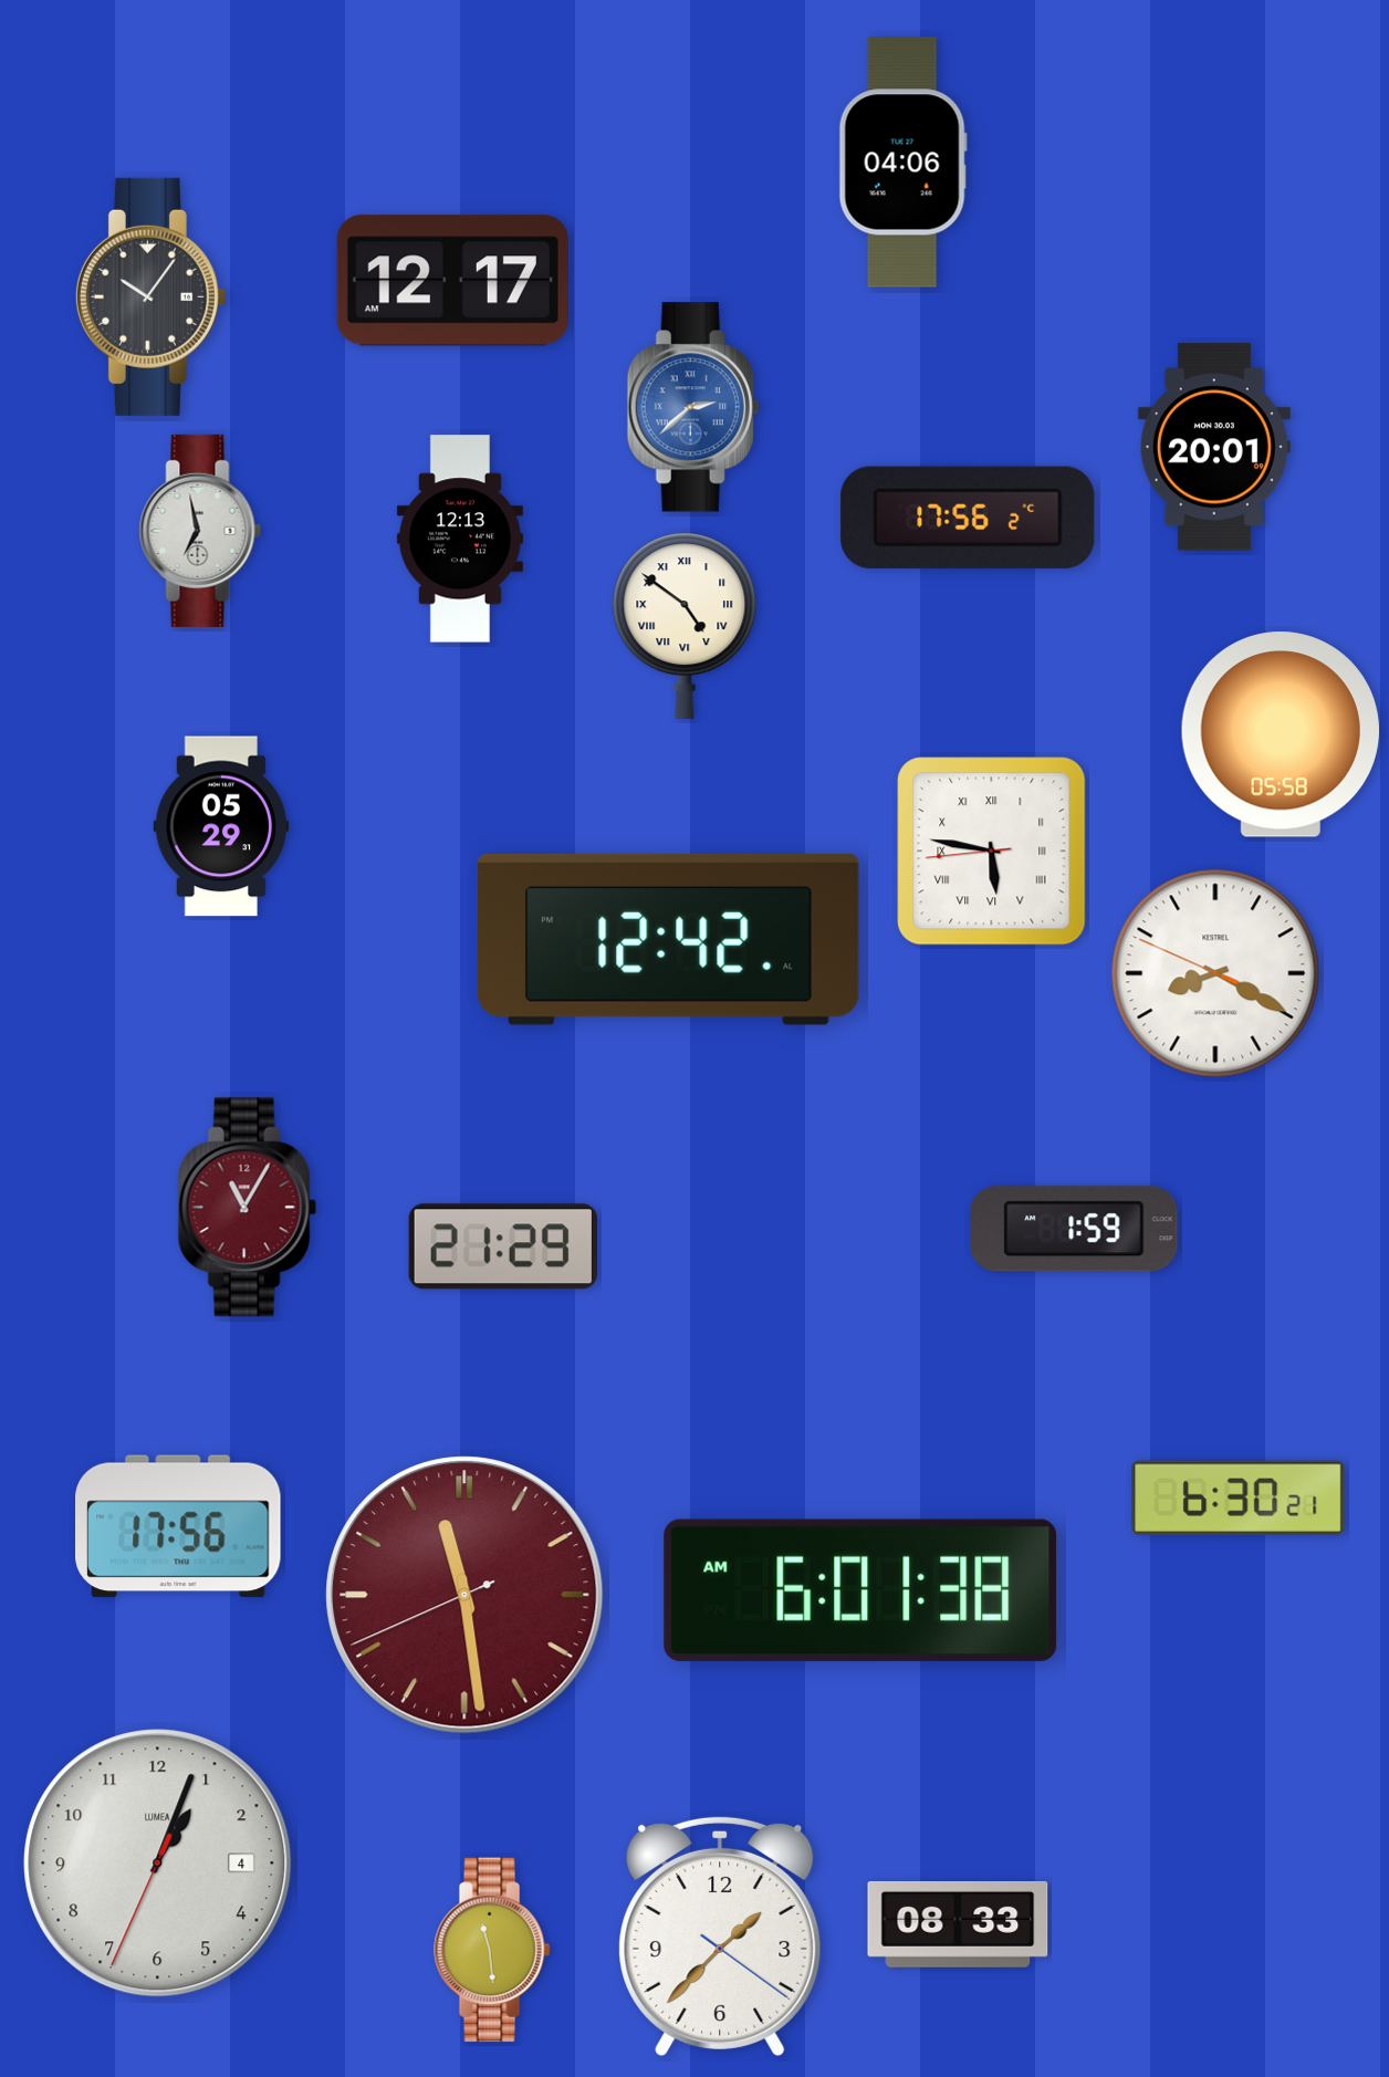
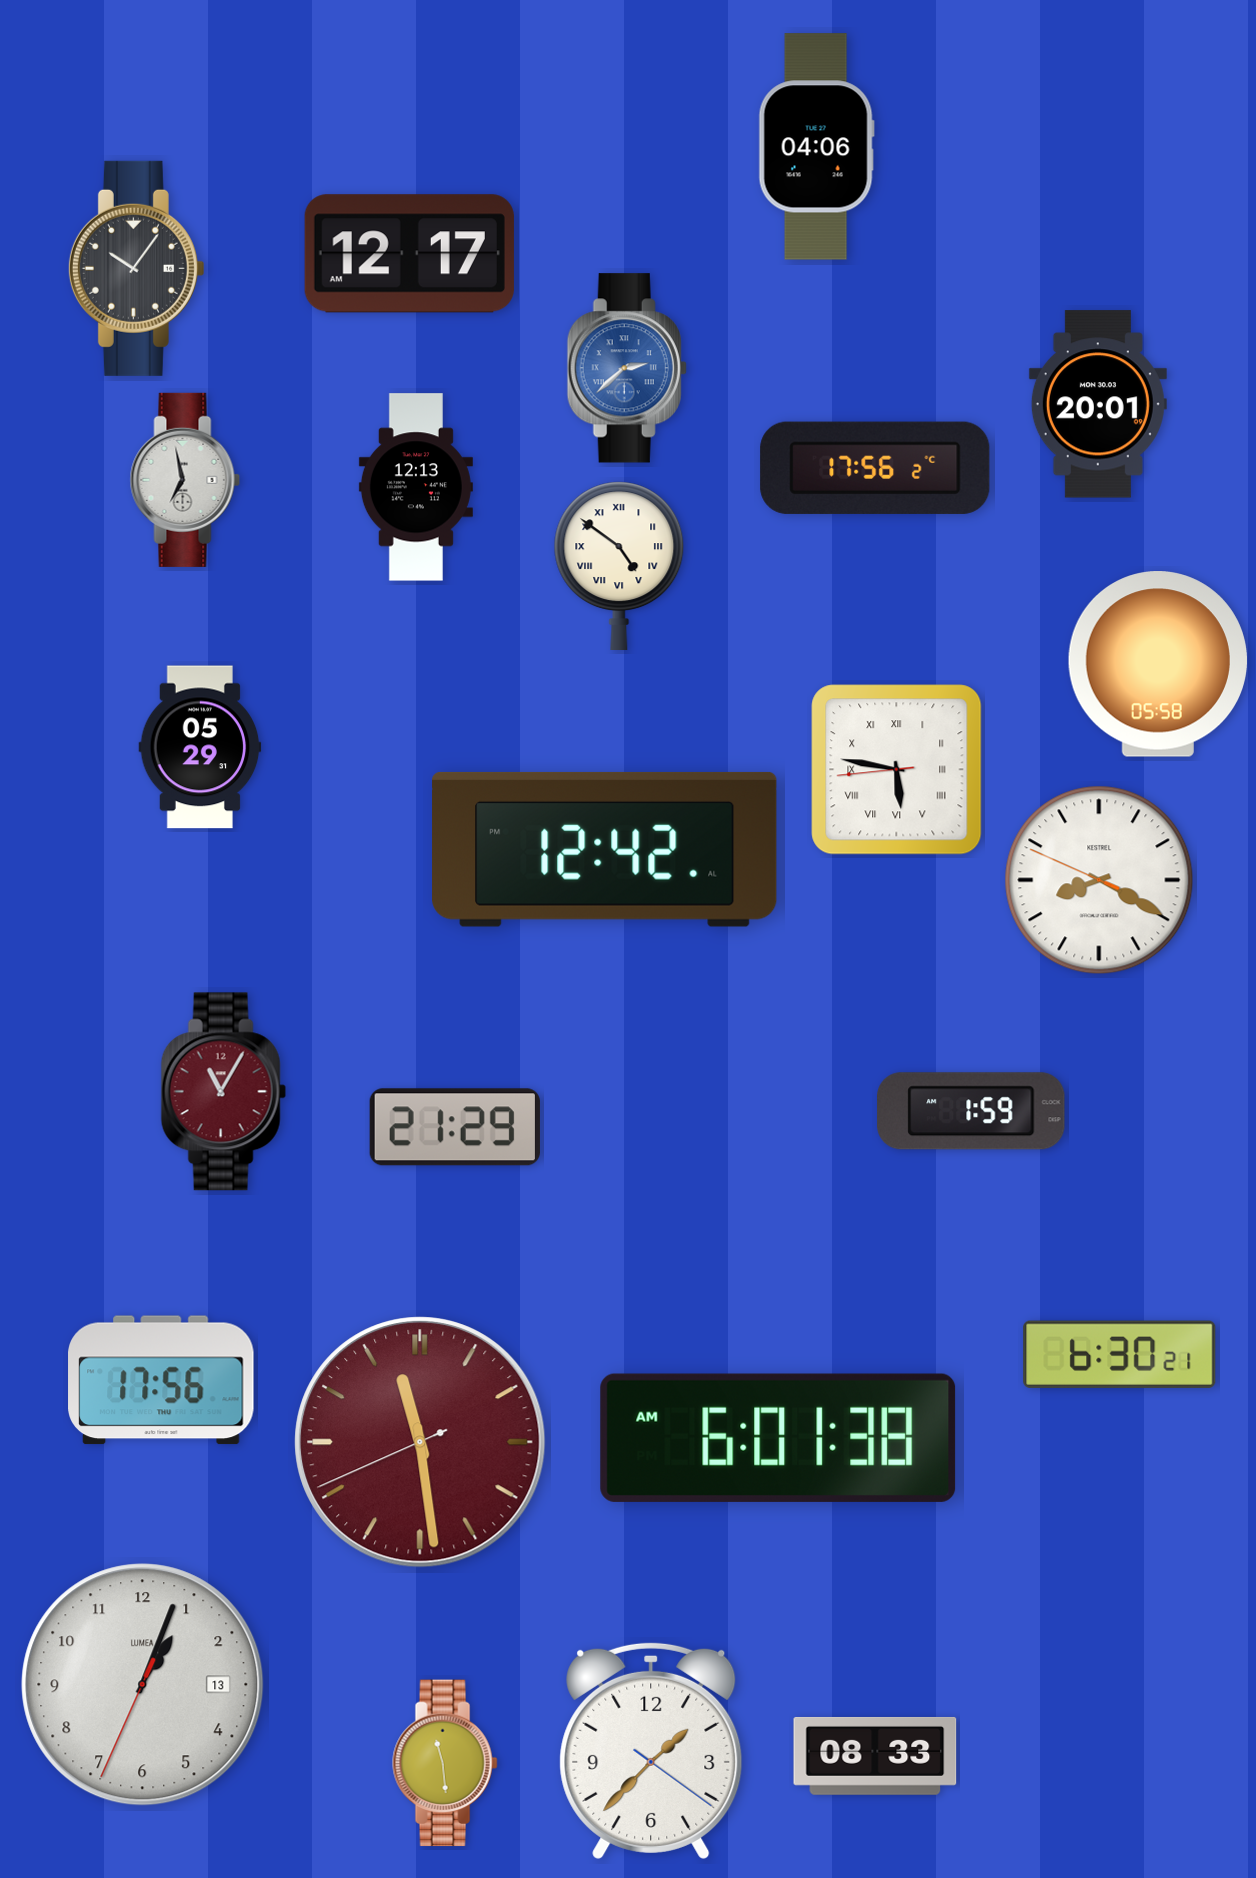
clock at (200, 531) position: (200, 531) -> (185, 480)
clock at (158, 1864) date: 4 -> 13
clock at (958, 1924) position: (958, 1924) -> (875, 1756)
